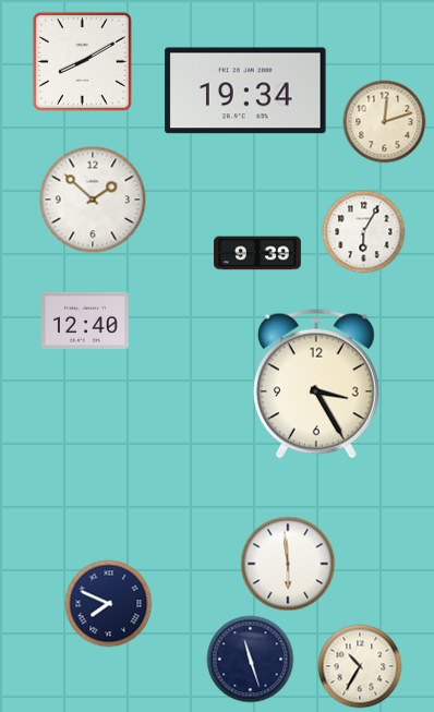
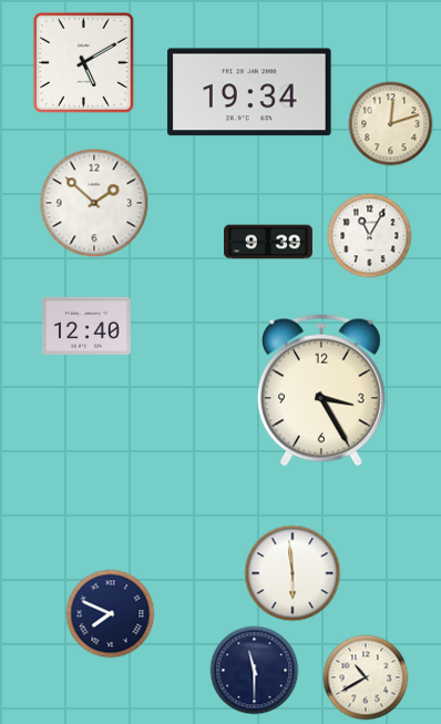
clock at (82, 61): 8:10 -> 5:10
clock at (364, 232): 6:05 -> 11:05
clock at (258, 253) position: (258, 253) -> (269, 242)
clock at (251, 660): 11:27 -> 11:30
clock at (360, 666): 10:35 -> 10:40
